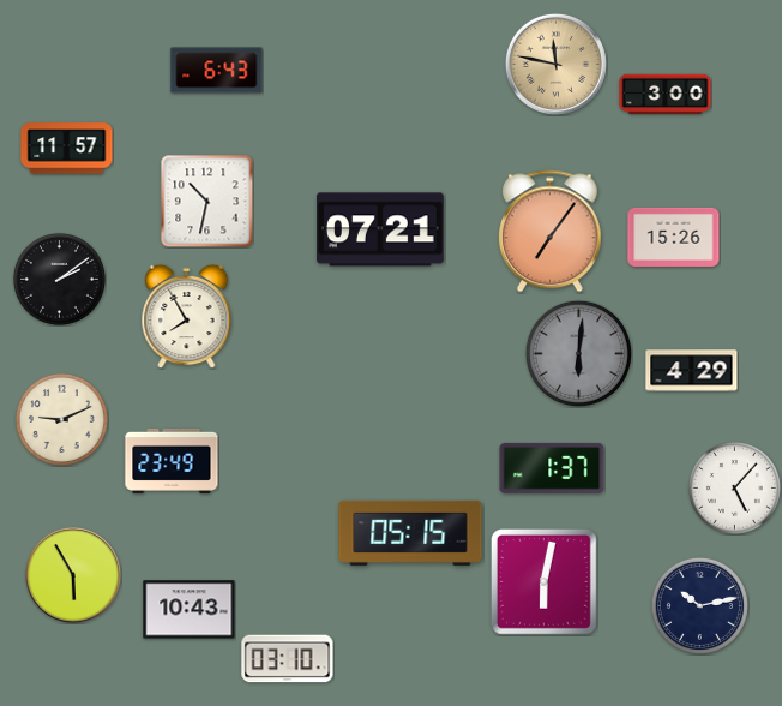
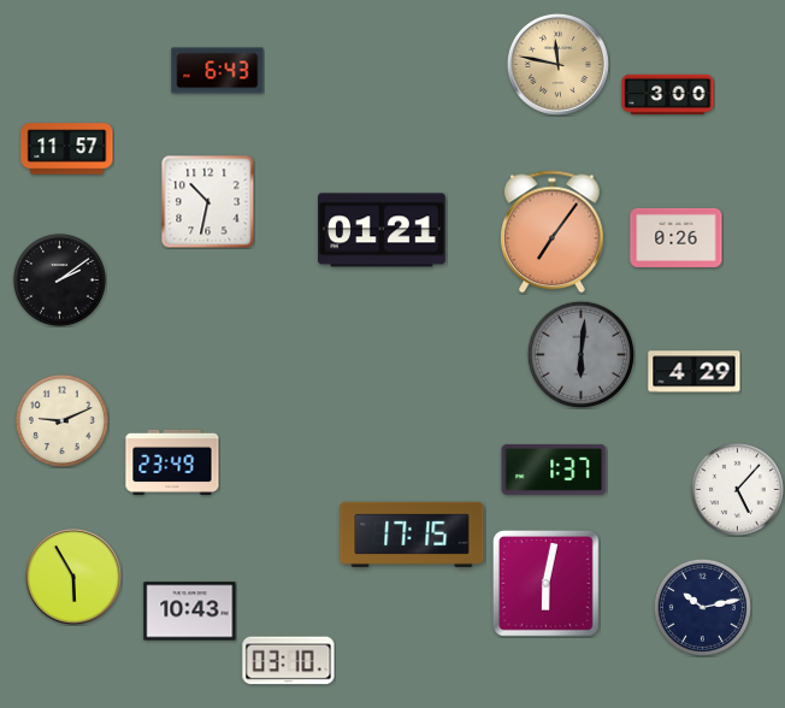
clock at (381, 229): 07:21 -> 01:21
clock at (674, 237): 15:26 -> 0:26
clock at (187, 316): 7:55 -> none
clock at (410, 533): 05:15 -> 17:15
